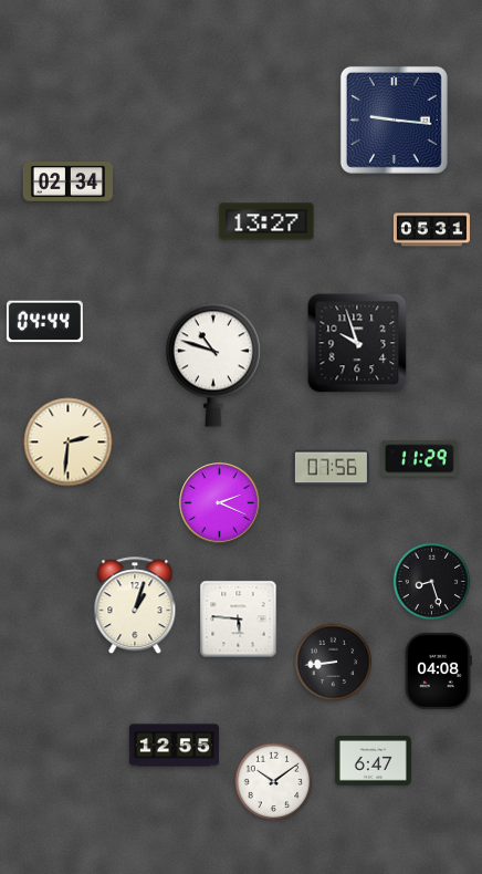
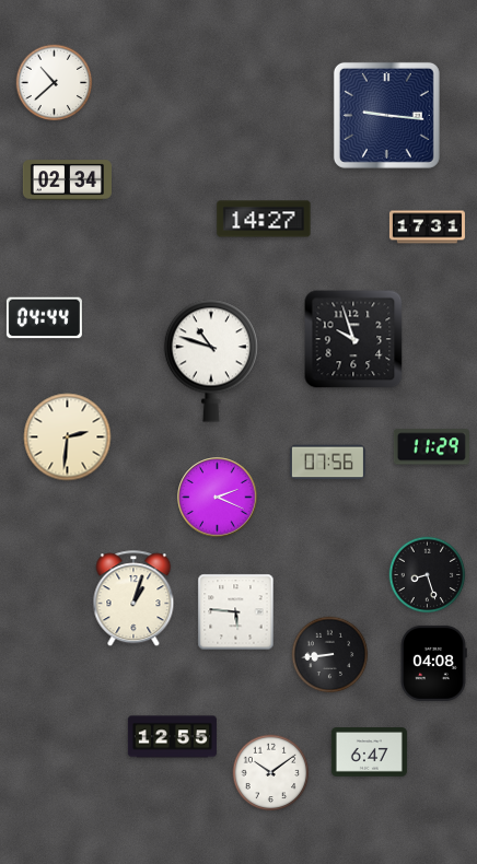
clock at (55, 83): none -> 10:38
clock at (394, 119) position: (394, 119) -> (386, 115)
clock at (266, 221): 13:27 -> 14:27
clock at (431, 230): 05:31 -> 17:31
clock at (419, 459) position: (419, 459) -> (431, 447)
